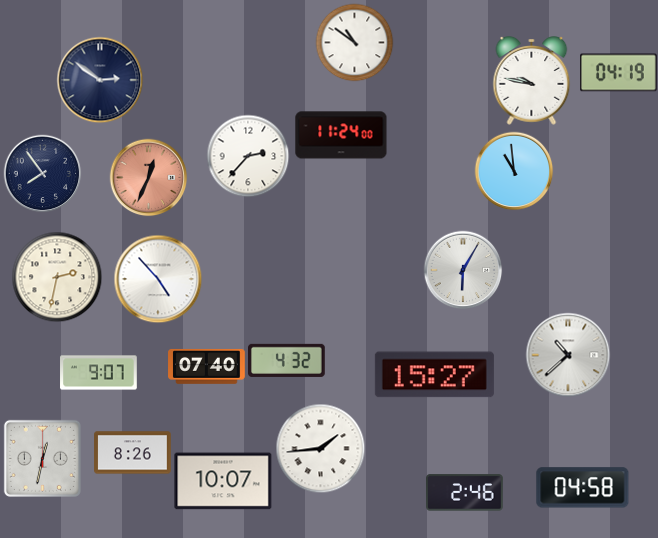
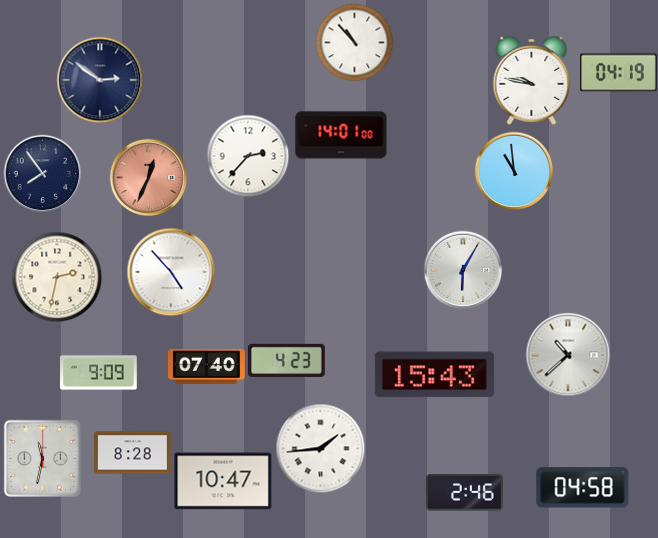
clock at (354, 42): 10:51 -> 10:53
clock at (341, 135): 11:24 -> 14:01
clock at (158, 279) position: (158, 279) -> (171, 272)
clock at (287, 360): 4:32 -> 4:23
clock at (99, 373): 9:07 -> 9:09
clock at (434, 375): 15:27 -> 15:43
clock at (133, 453): 8:26 -> 8:28
clock at (42, 458): 12:32 -> 11:32
clock at (223, 481): 10:07 -> 10:47
